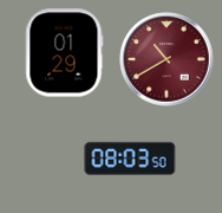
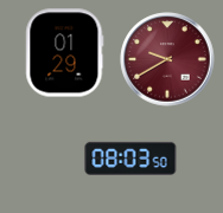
clock at (166, 59): 10:40 -> 9:40
